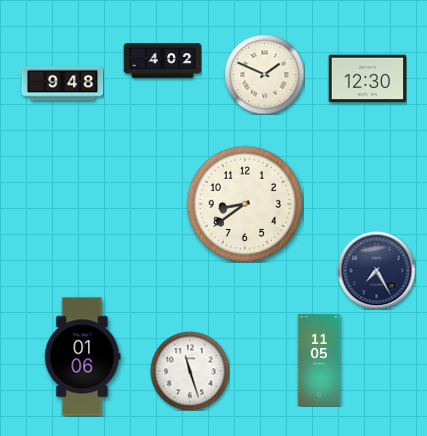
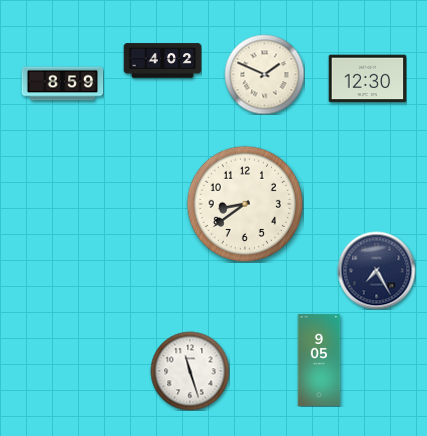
clock at (62, 84): 9:48 -> 8:59
clock at (83, 357): 01:06 -> none
clock at (319, 360): 11:05 -> 9:05
